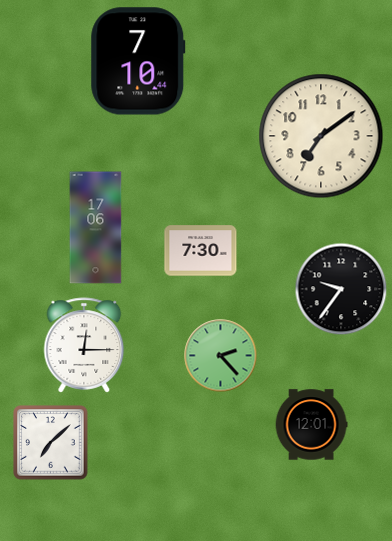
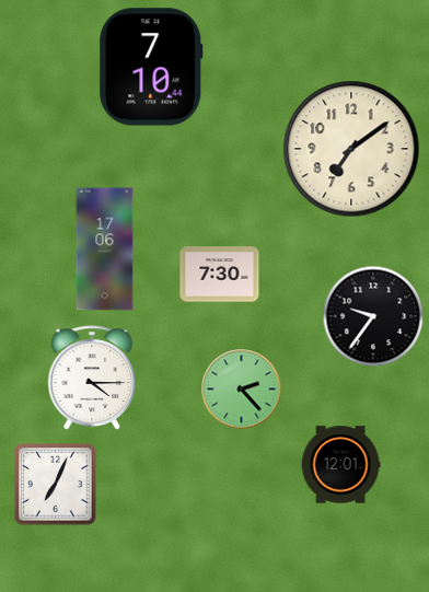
clock at (84, 345): 12:15 -> 4:15
clock at (51, 443): 7:08 -> 7:04
